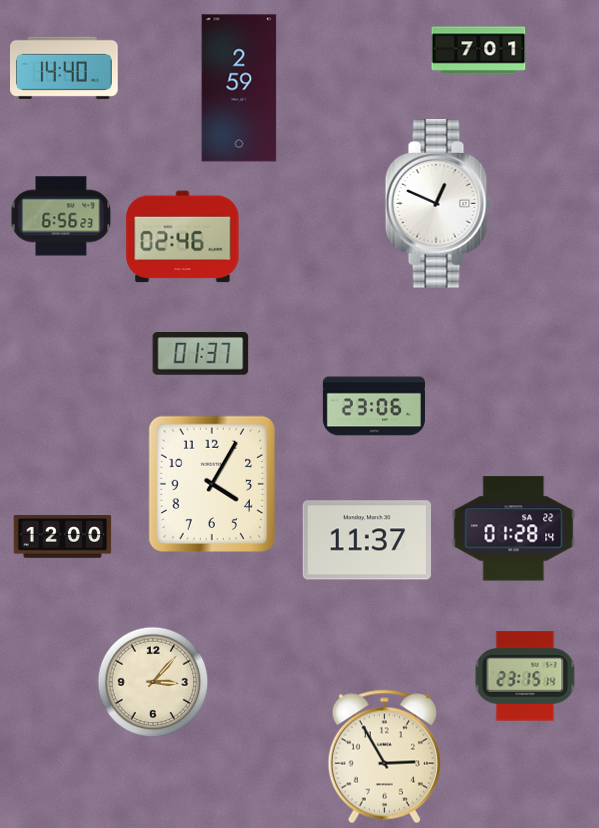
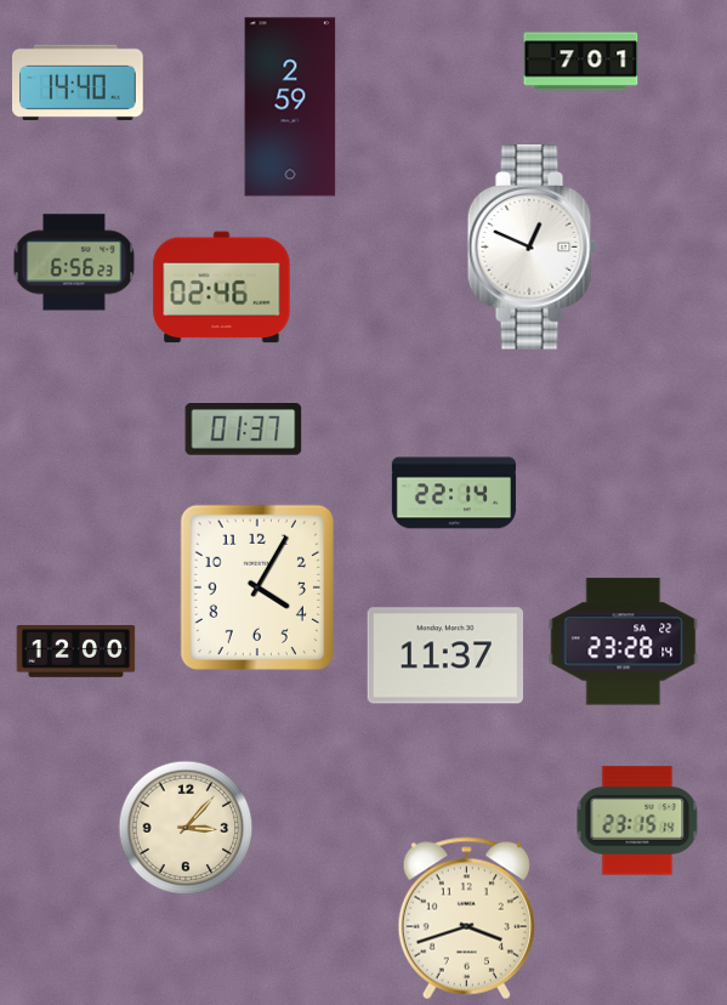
clock at (374, 406): 23:06 -> 22:14
clock at (514, 529): 01:28 -> 23:28
clock at (384, 757): 2:55 -> 3:42
